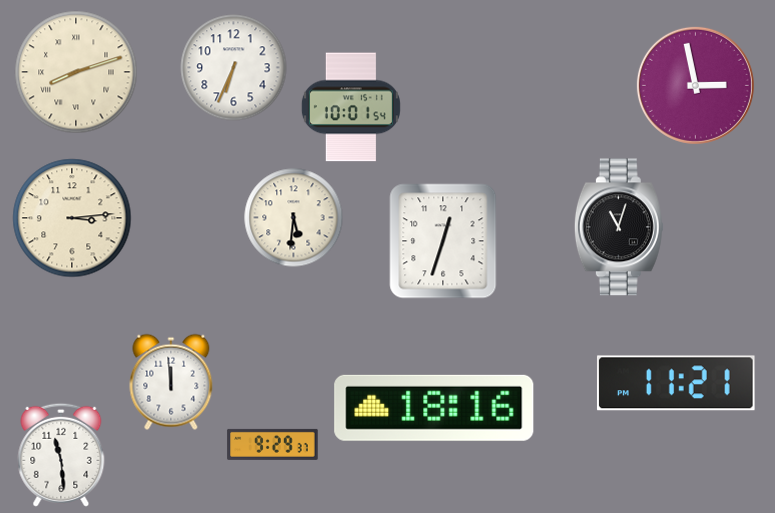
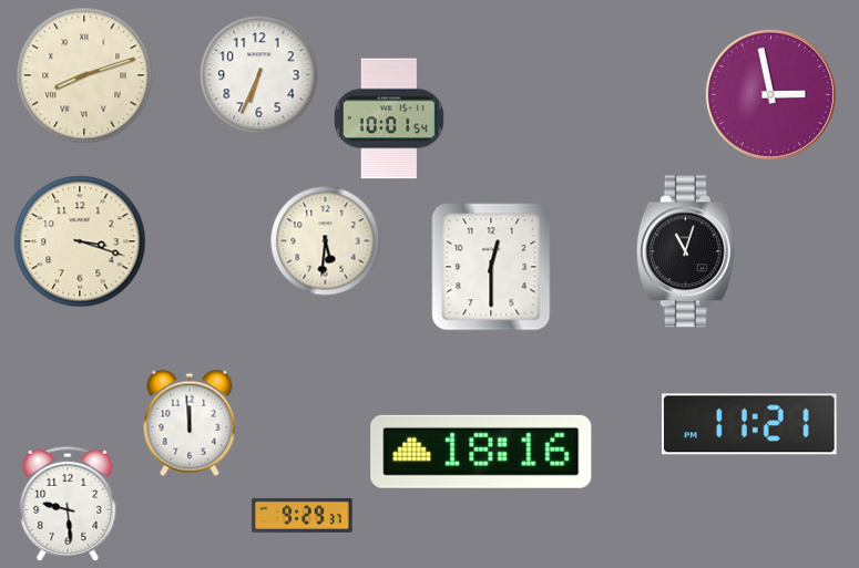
clock at (76, 72) position: (76, 72) -> (84, 75)
clock at (72, 218): 3:14 -> 3:18
clock at (443, 241): 12:33 -> 12:30
clock at (273, 444) position: (273, 444) -> (303, 515)
clock at (61, 455): 11:29 -> 9:29
